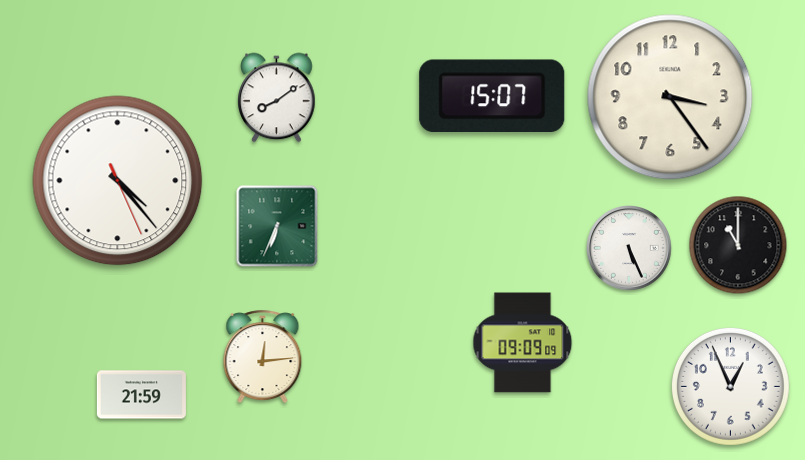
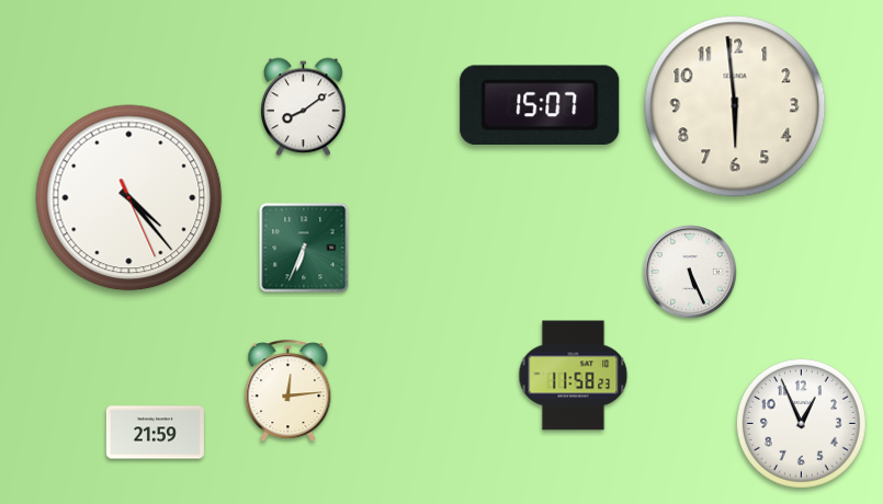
clock at (670, 97): 3:24 -> 5:59
clock at (738, 245): 11:00 -> none
clock at (523, 343): 09:09 -> 11:58
